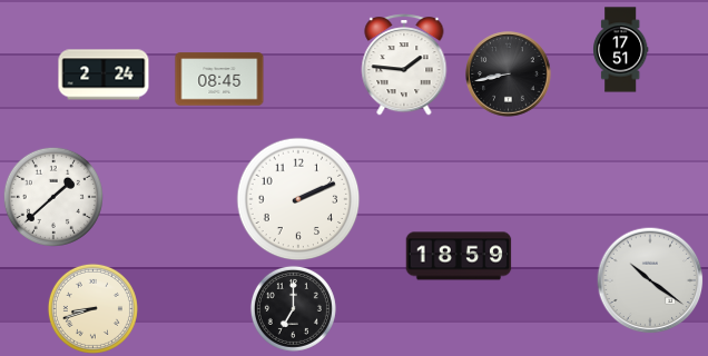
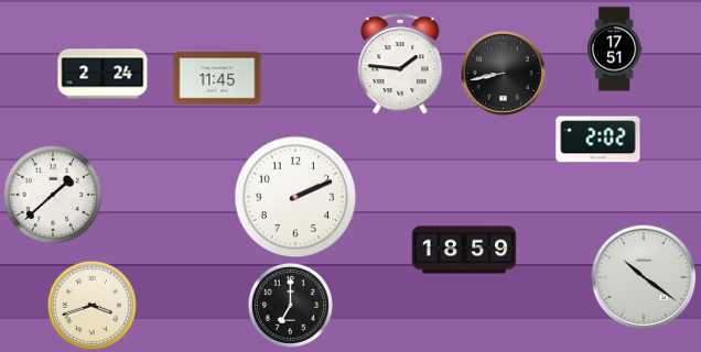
clock at (219, 79): 08:45 -> 11:45
clock at (598, 140): none -> 2:02
clock at (459, 256) position: (459, 256) -> (464, 250)
clock at (92, 308): 8:42 -> 3:42
